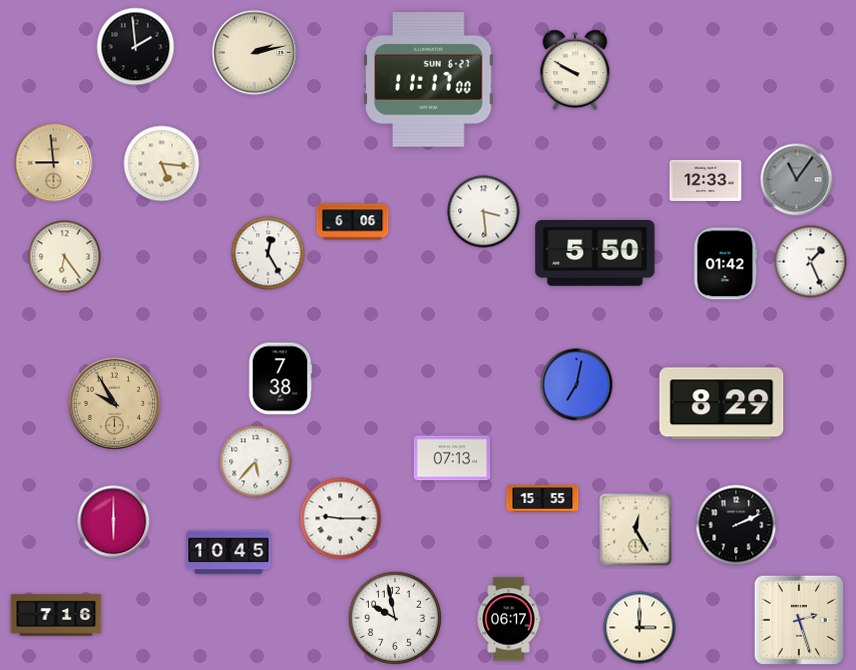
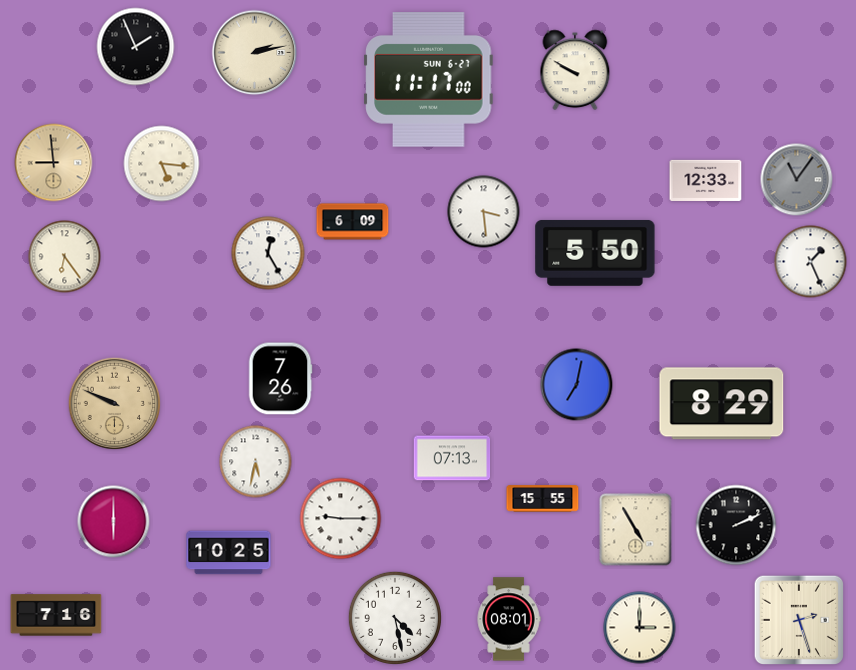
clock at (136, 47): 1:59 -> 1:56
clock at (353, 222): 6:06 -> 6:09
clock at (726, 264): 01:42 -> none
clock at (280, 379): 7:38 -> 7:26
clock at (115, 404): 9:55 -> 9:49
clock at (256, 462): 5:37 -> 5:32
clock at (636, 530): 12:25 -> 4:55
clock at (229, 553): 10:45 -> 10:25
clock at (395, 618): 9:58 -> 4:28
clock at (509, 619): 06:17 -> 08:01
